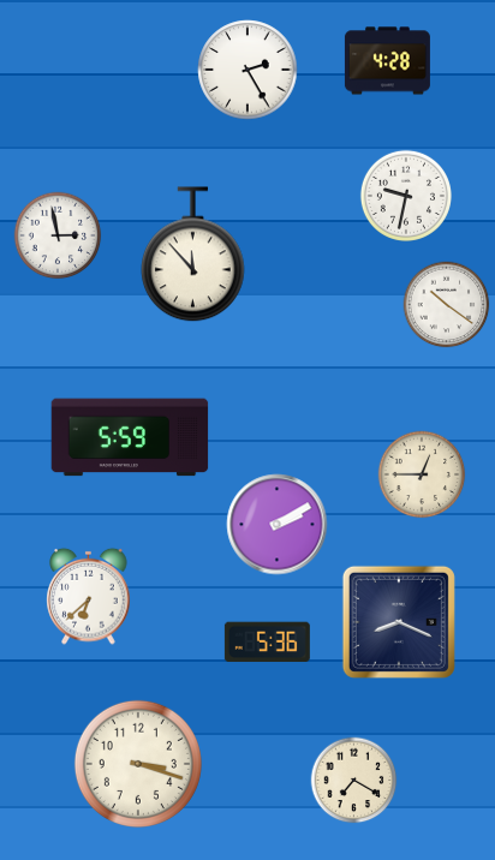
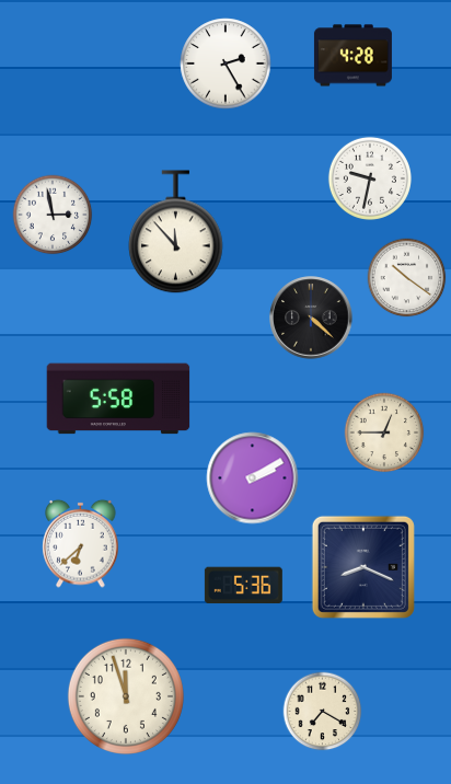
clock at (311, 318): none -> 4:22
clock at (130, 437): 5:59 -> 5:58
clock at (138, 764): 3:18 -> 11:57
